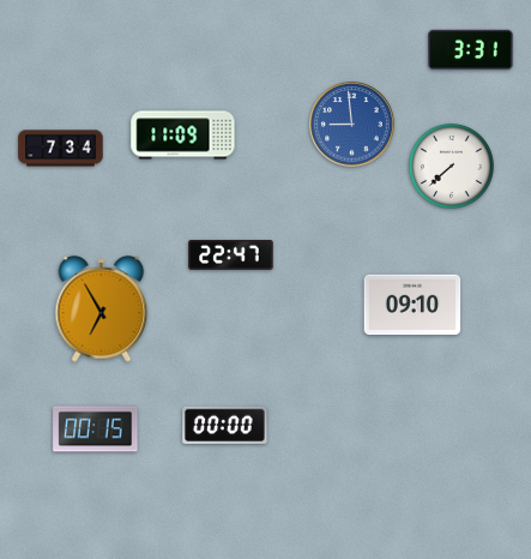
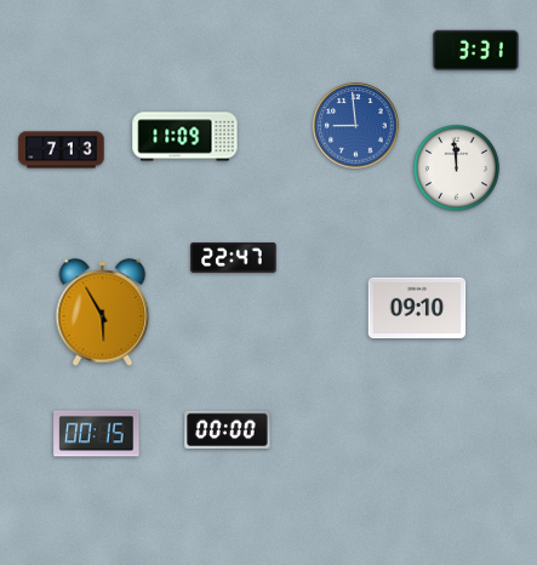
clock at (61, 149): 7:34 -> 7:13
clock at (451, 166): 7:38 -> 11:59
clock at (102, 309): 6:55 -> 5:55
